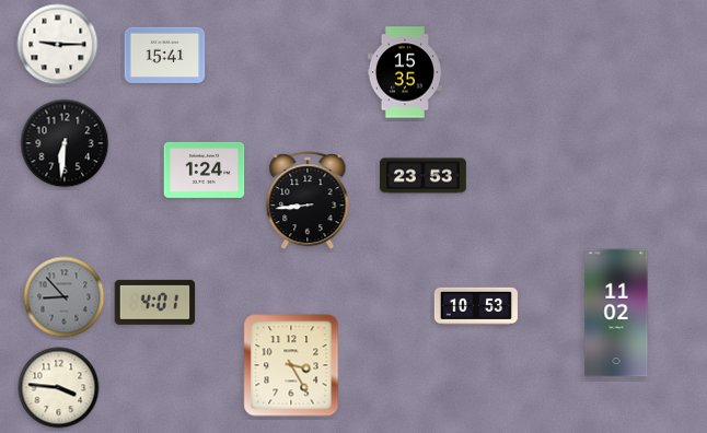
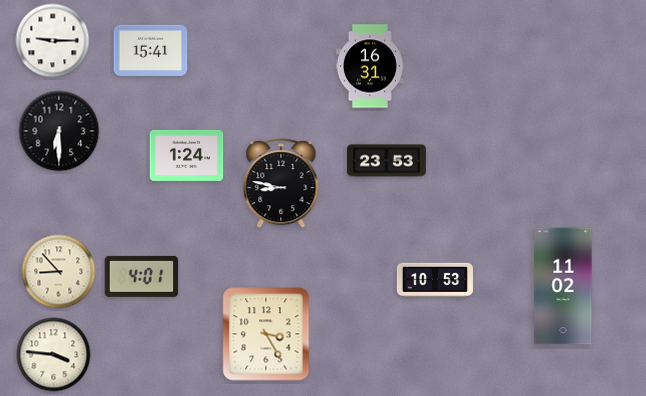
clock at (405, 72): 15:35 -> 16:31
clock at (65, 143): 6:31 -> 6:30
clock at (308, 201): 8:44 -> 8:47
clock at (65, 297) dial: grey -> cream
